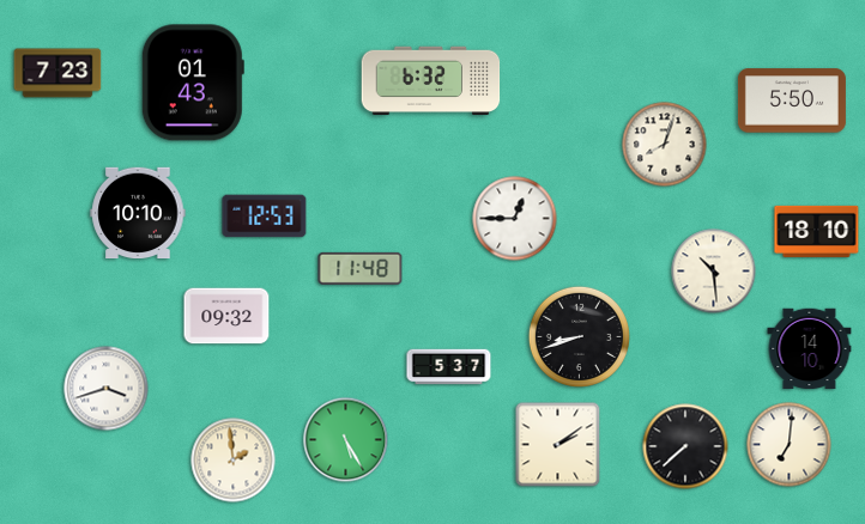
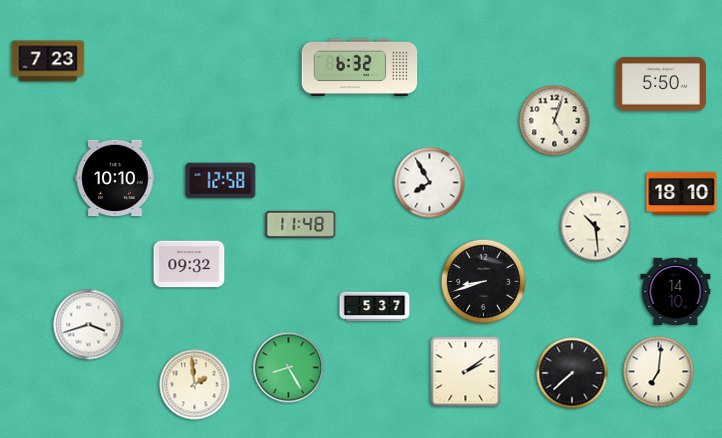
clock at (193, 83): 01:43 -> none
clock at (665, 145): 8:03 -> 5:03
clock at (265, 217): 12:53 -> 12:58
clock at (515, 219): 12:45 -> 7:55
clock at (346, 440): 5:25 -> 8:25
